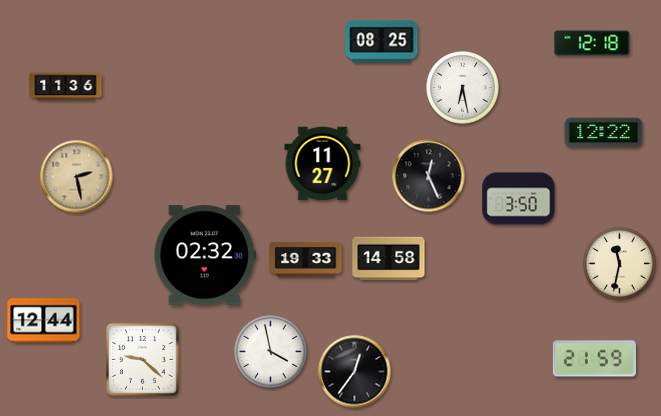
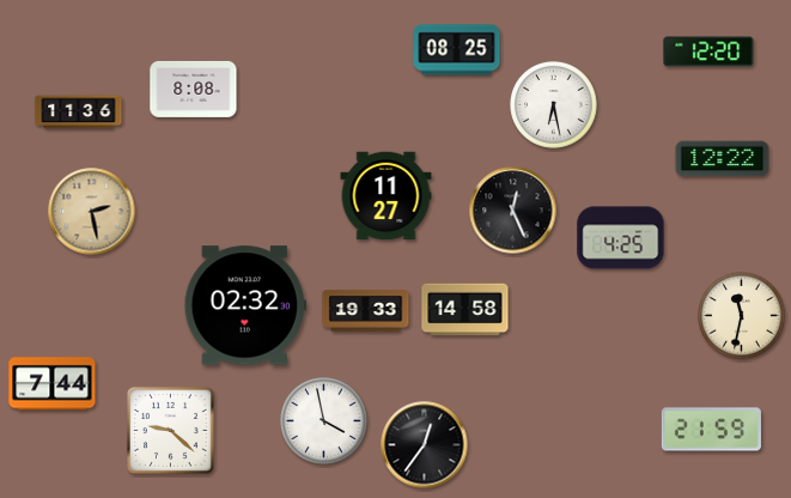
clock at (592, 43): 12:18 -> 12:20
clock at (194, 89): none -> 8:08
clock at (66, 87) position: (66, 87) -> (79, 113)
clock at (519, 199): 3:50 -> 4:25
clock at (44, 321): 12:44 -> 7:44
